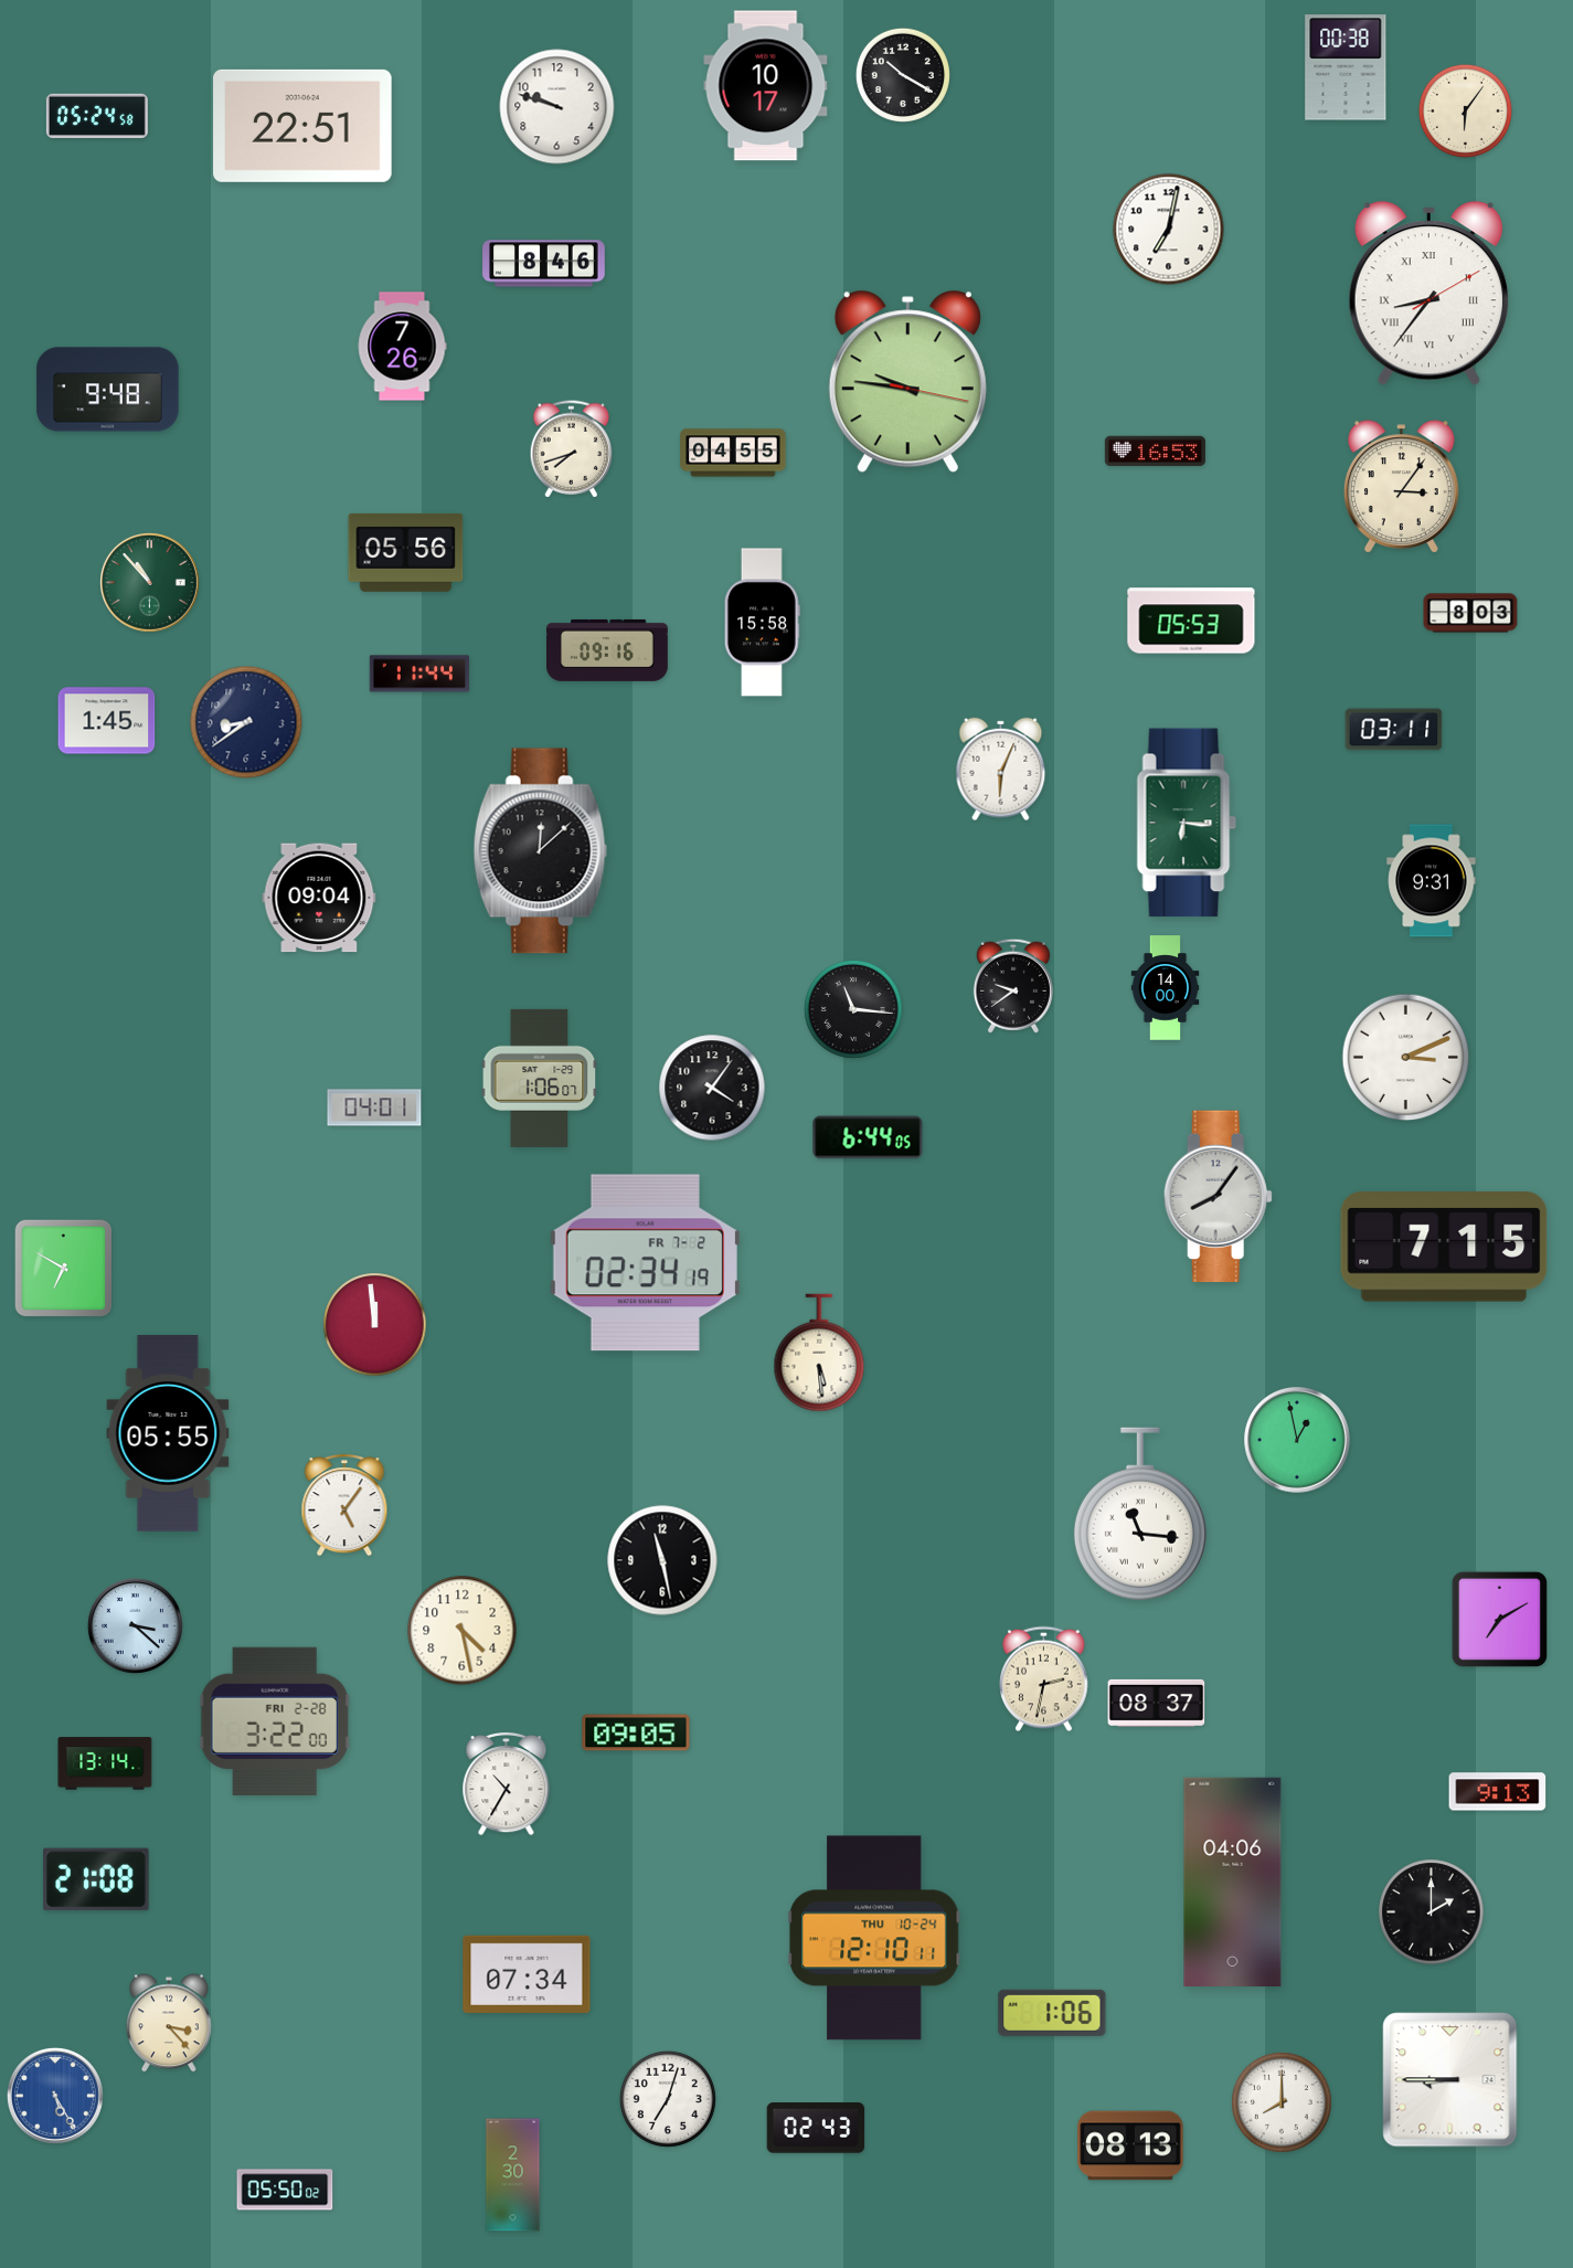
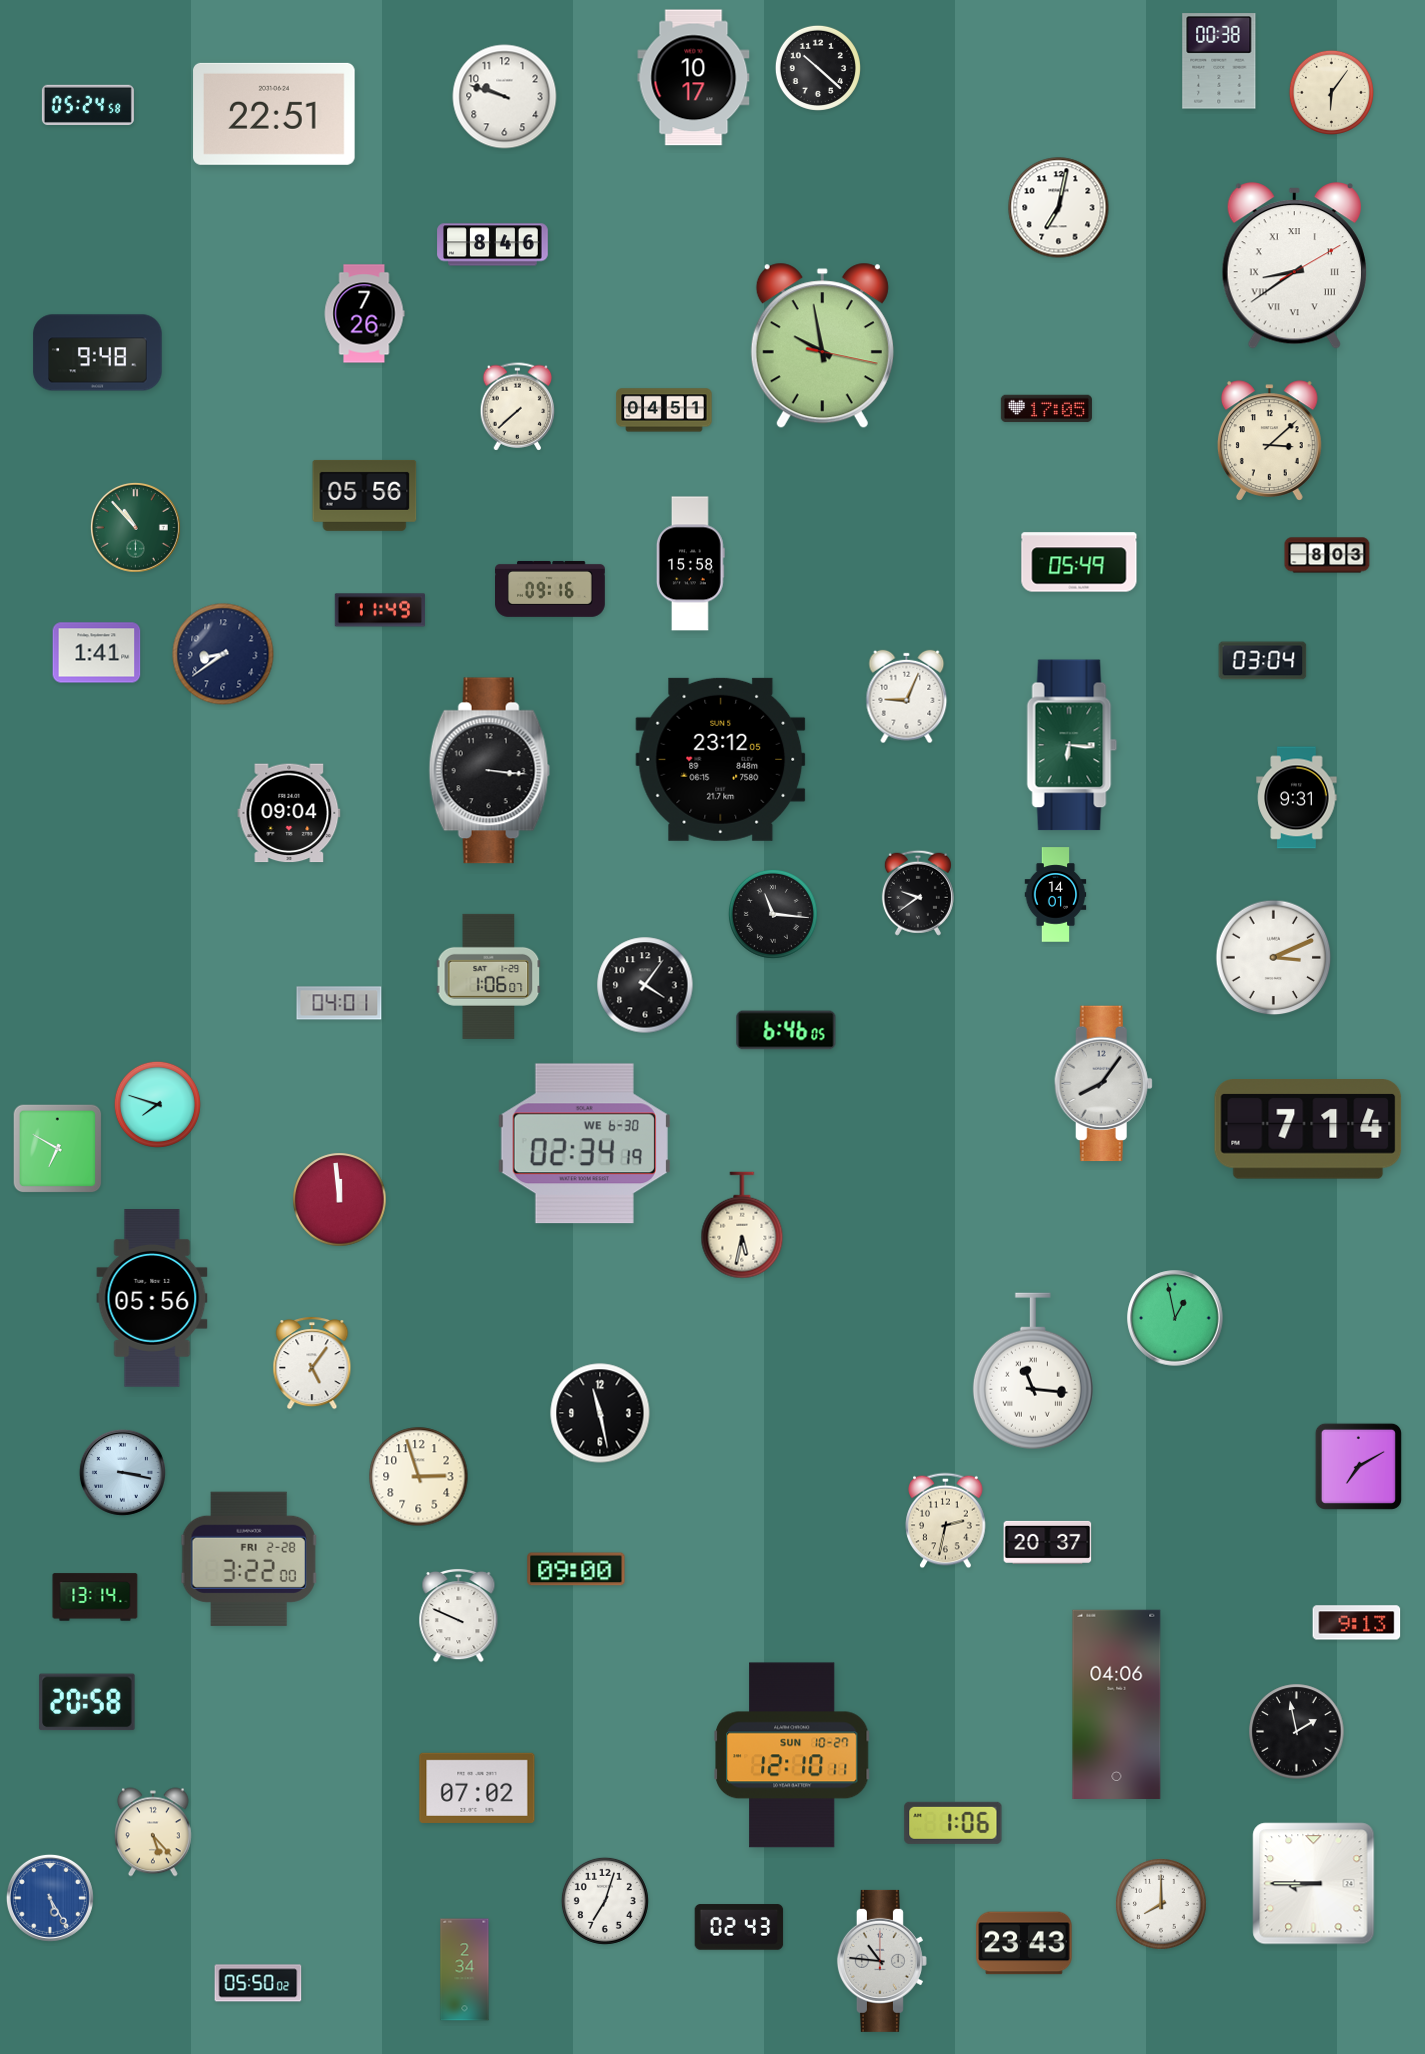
clock at (903, 75): 10:20 -> 10:22
clock at (1465, 110) position: (1465, 110) -> (1331, 92)
clock at (544, 264) position: (544, 264) -> (493, 245)
clock at (1428, 294): 8:36 -> 8:39
clock at (907, 382): 9:46 -> 9:58
clock at (572, 449): 7:42 -> 7:38
clock at (1155, 452): 16:53 -> 17:05
clock at (733, 453): 04:55 -> 04:51
clock at (1401, 487): 3:06 -> 3:08
clock at (406, 552) position: (406, 552) -> (365, 495)
clock at (1470, 613) position: (1470, 613) -> (1327, 555)
clock at (1191, 621): 05:53 -> 05:49
clock at (419, 674): 11:44 -> 11:49
clock at (107, 721): 1:45 -> 1:41
clock at (1394, 730): 03:11 -> 03:04
clock at (1001, 770): 6:04 -> 9:04
clock at (1187, 823) position: (1187, 823) -> (1072, 745)
clock at (721, 759): none -> 23:12
clock at (541, 851): 12:08 -> 3:16
clock at (1166, 988): 14:00 -> 14:01
clock at (868, 1137): 6:44 -> 6:46
clock at (157, 1104): none -> 7:48
clock at (1444, 1248): 7:15 -> 7:14
clock at (645, 1263) date: FR 7-2 -> WE 6-30
clock at (819, 1353): 5:29 -> 5:32
clock at (168, 1433): 05:55 -> 05:56
clock at (1297, 1440) position: (1297, 1440) -> (1175, 1318)
clock at (135, 1625): 3:22 -> 3:17
clock at (463, 1631): 4:28 -> 2:57
clock at (1157, 1703): 08:37 -> 20:37
clock at (636, 1732): 09:05 -> 09:00
clock at (507, 1783): 10:35 -> 9:49
clock at (96, 1879): 21:08 -> 20:58
clock at (1432, 1912): 2:00 -> 1:58
clock at (875, 1938) date: THU 10-24 -> SUN 10-27
clock at (527, 1974): 07:34 -> 07:02
clock at (169, 2023): 3:23 -> 5:23
clock at (1130, 2145): 08:13 -> 23:43
clock at (882, 1961): none -> 10:46
clock at (513, 2175): 2:30 -> 2:34
